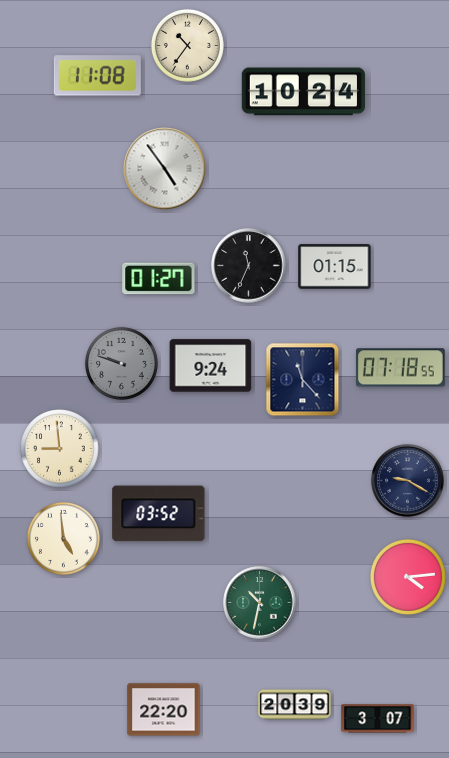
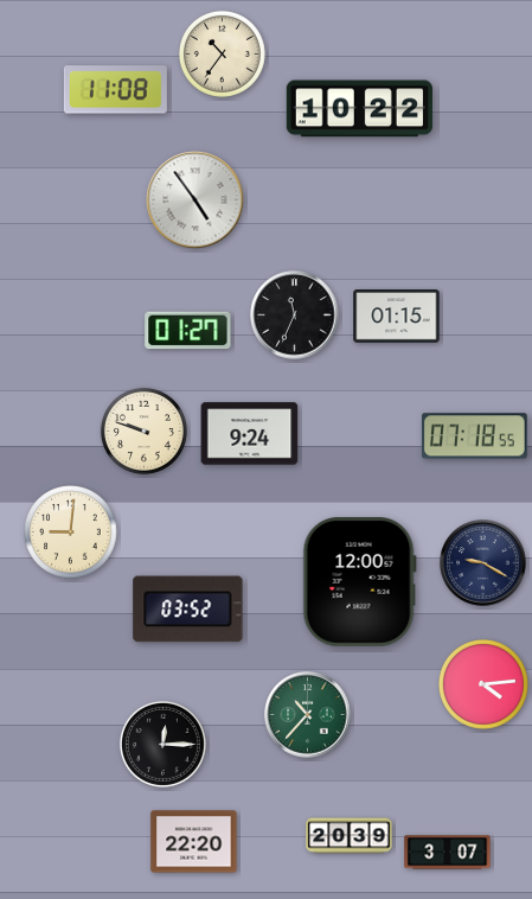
clock at (303, 92): 10:24 -> 10:22
clock at (121, 363) dial: grey -> cream
clock at (303, 380): 11:23 -> none
clock at (60, 449): 8:59 -> 9:01
clock at (408, 481) position: (408, 481) -> (483, 563)
clock at (359, 582): none -> 12:00
clock at (63, 538): 4:59 -> none
clock at (260, 603): 10:32 -> 10:37
clock at (162, 744): none -> 12:15
